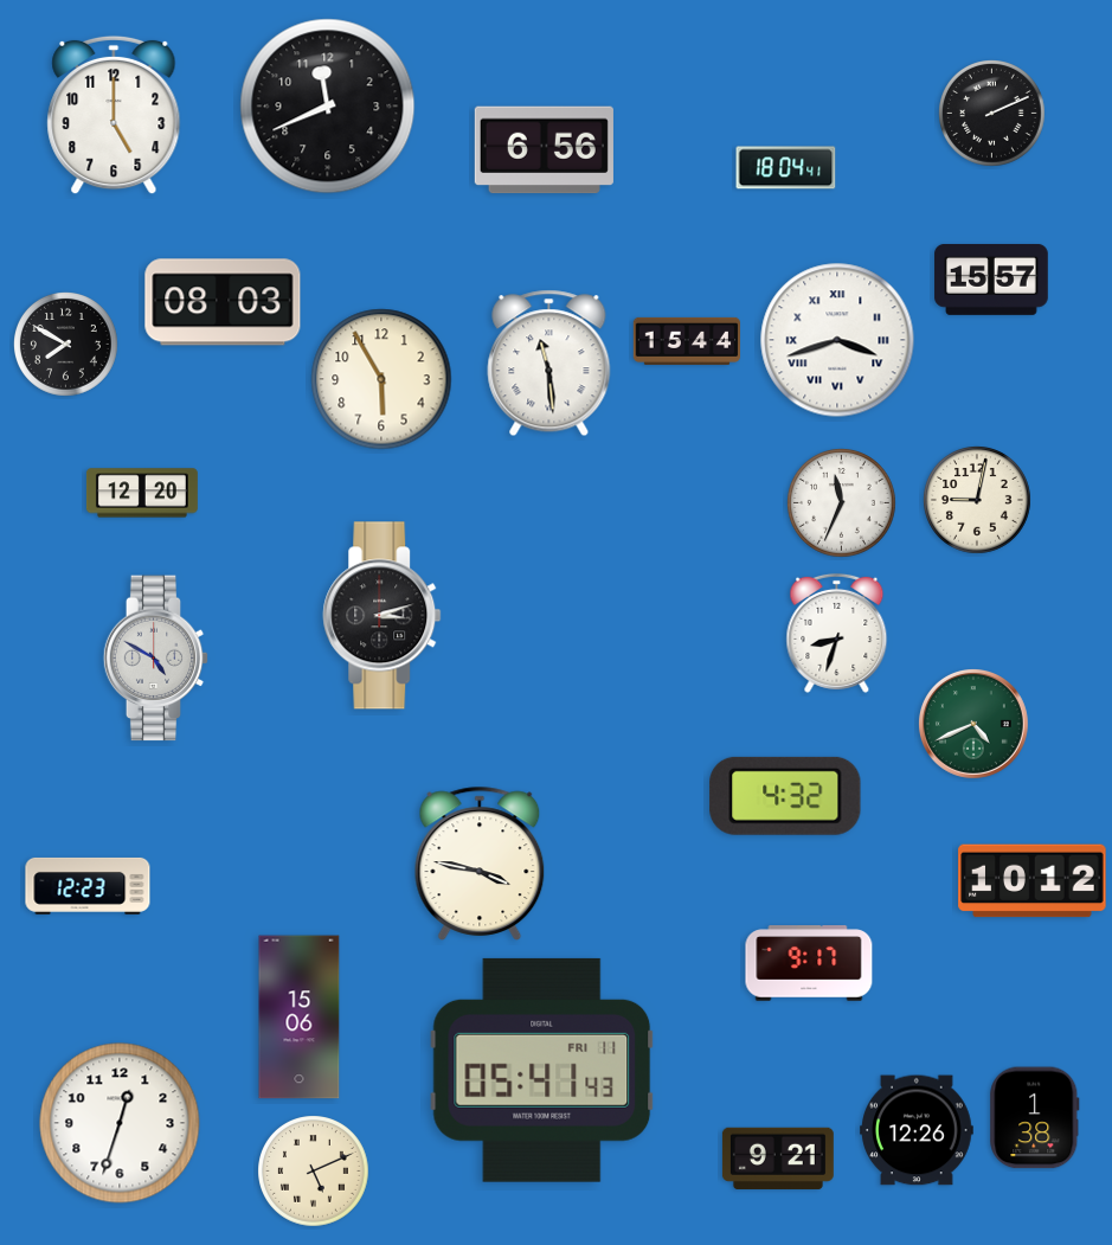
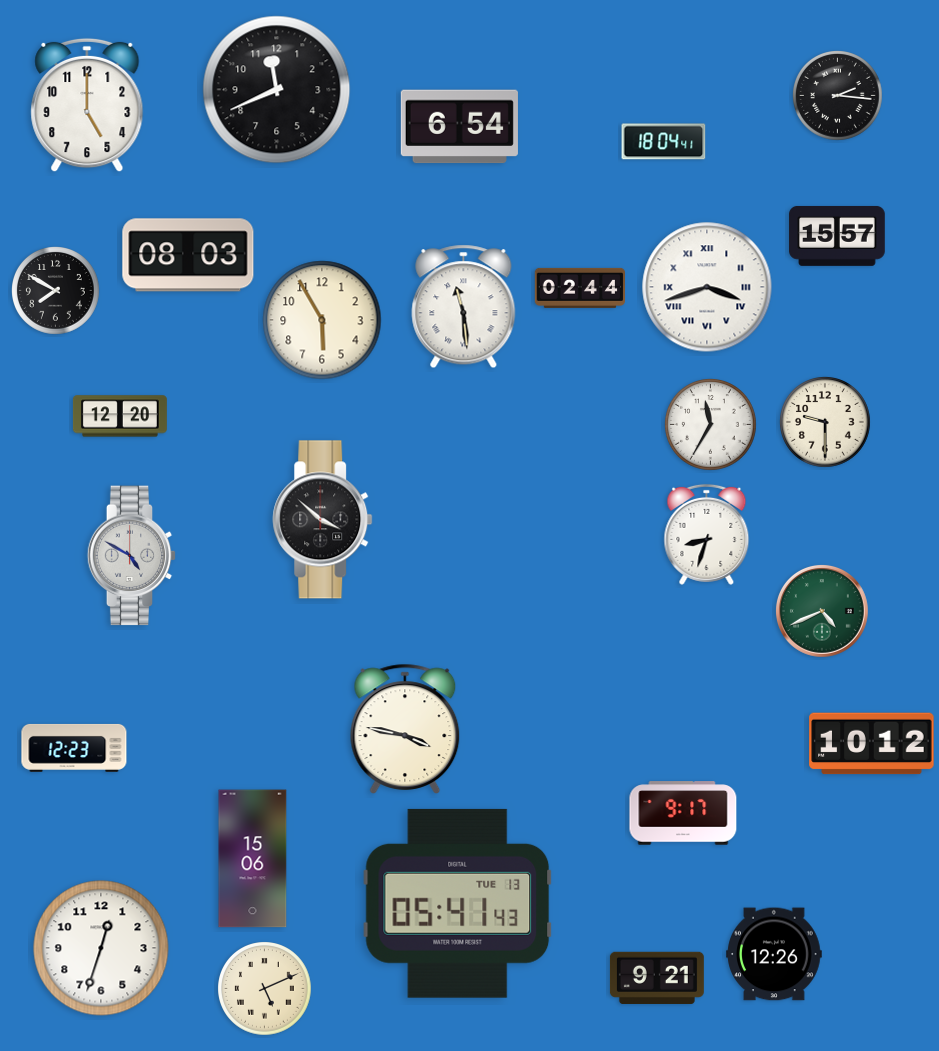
clock at (992, 114): 2:11 -> 2:16
clock at (114, 115) position: (114, 115) -> (87, 105)
clock at (544, 150): 6:56 -> 6:54
clock at (686, 341): 15:44 -> 02:44
clock at (978, 501): 9:02 -> 9:30
clock at (842, 503): 11:34 -> 11:35
clock at (383, 616): 3:12 -> 3:52
clock at (785, 796): 4:32 -> none
clock at (542, 1070) date: FRI 11 -> TUE 13
clock at (1035, 1118): 1:38 -> none
